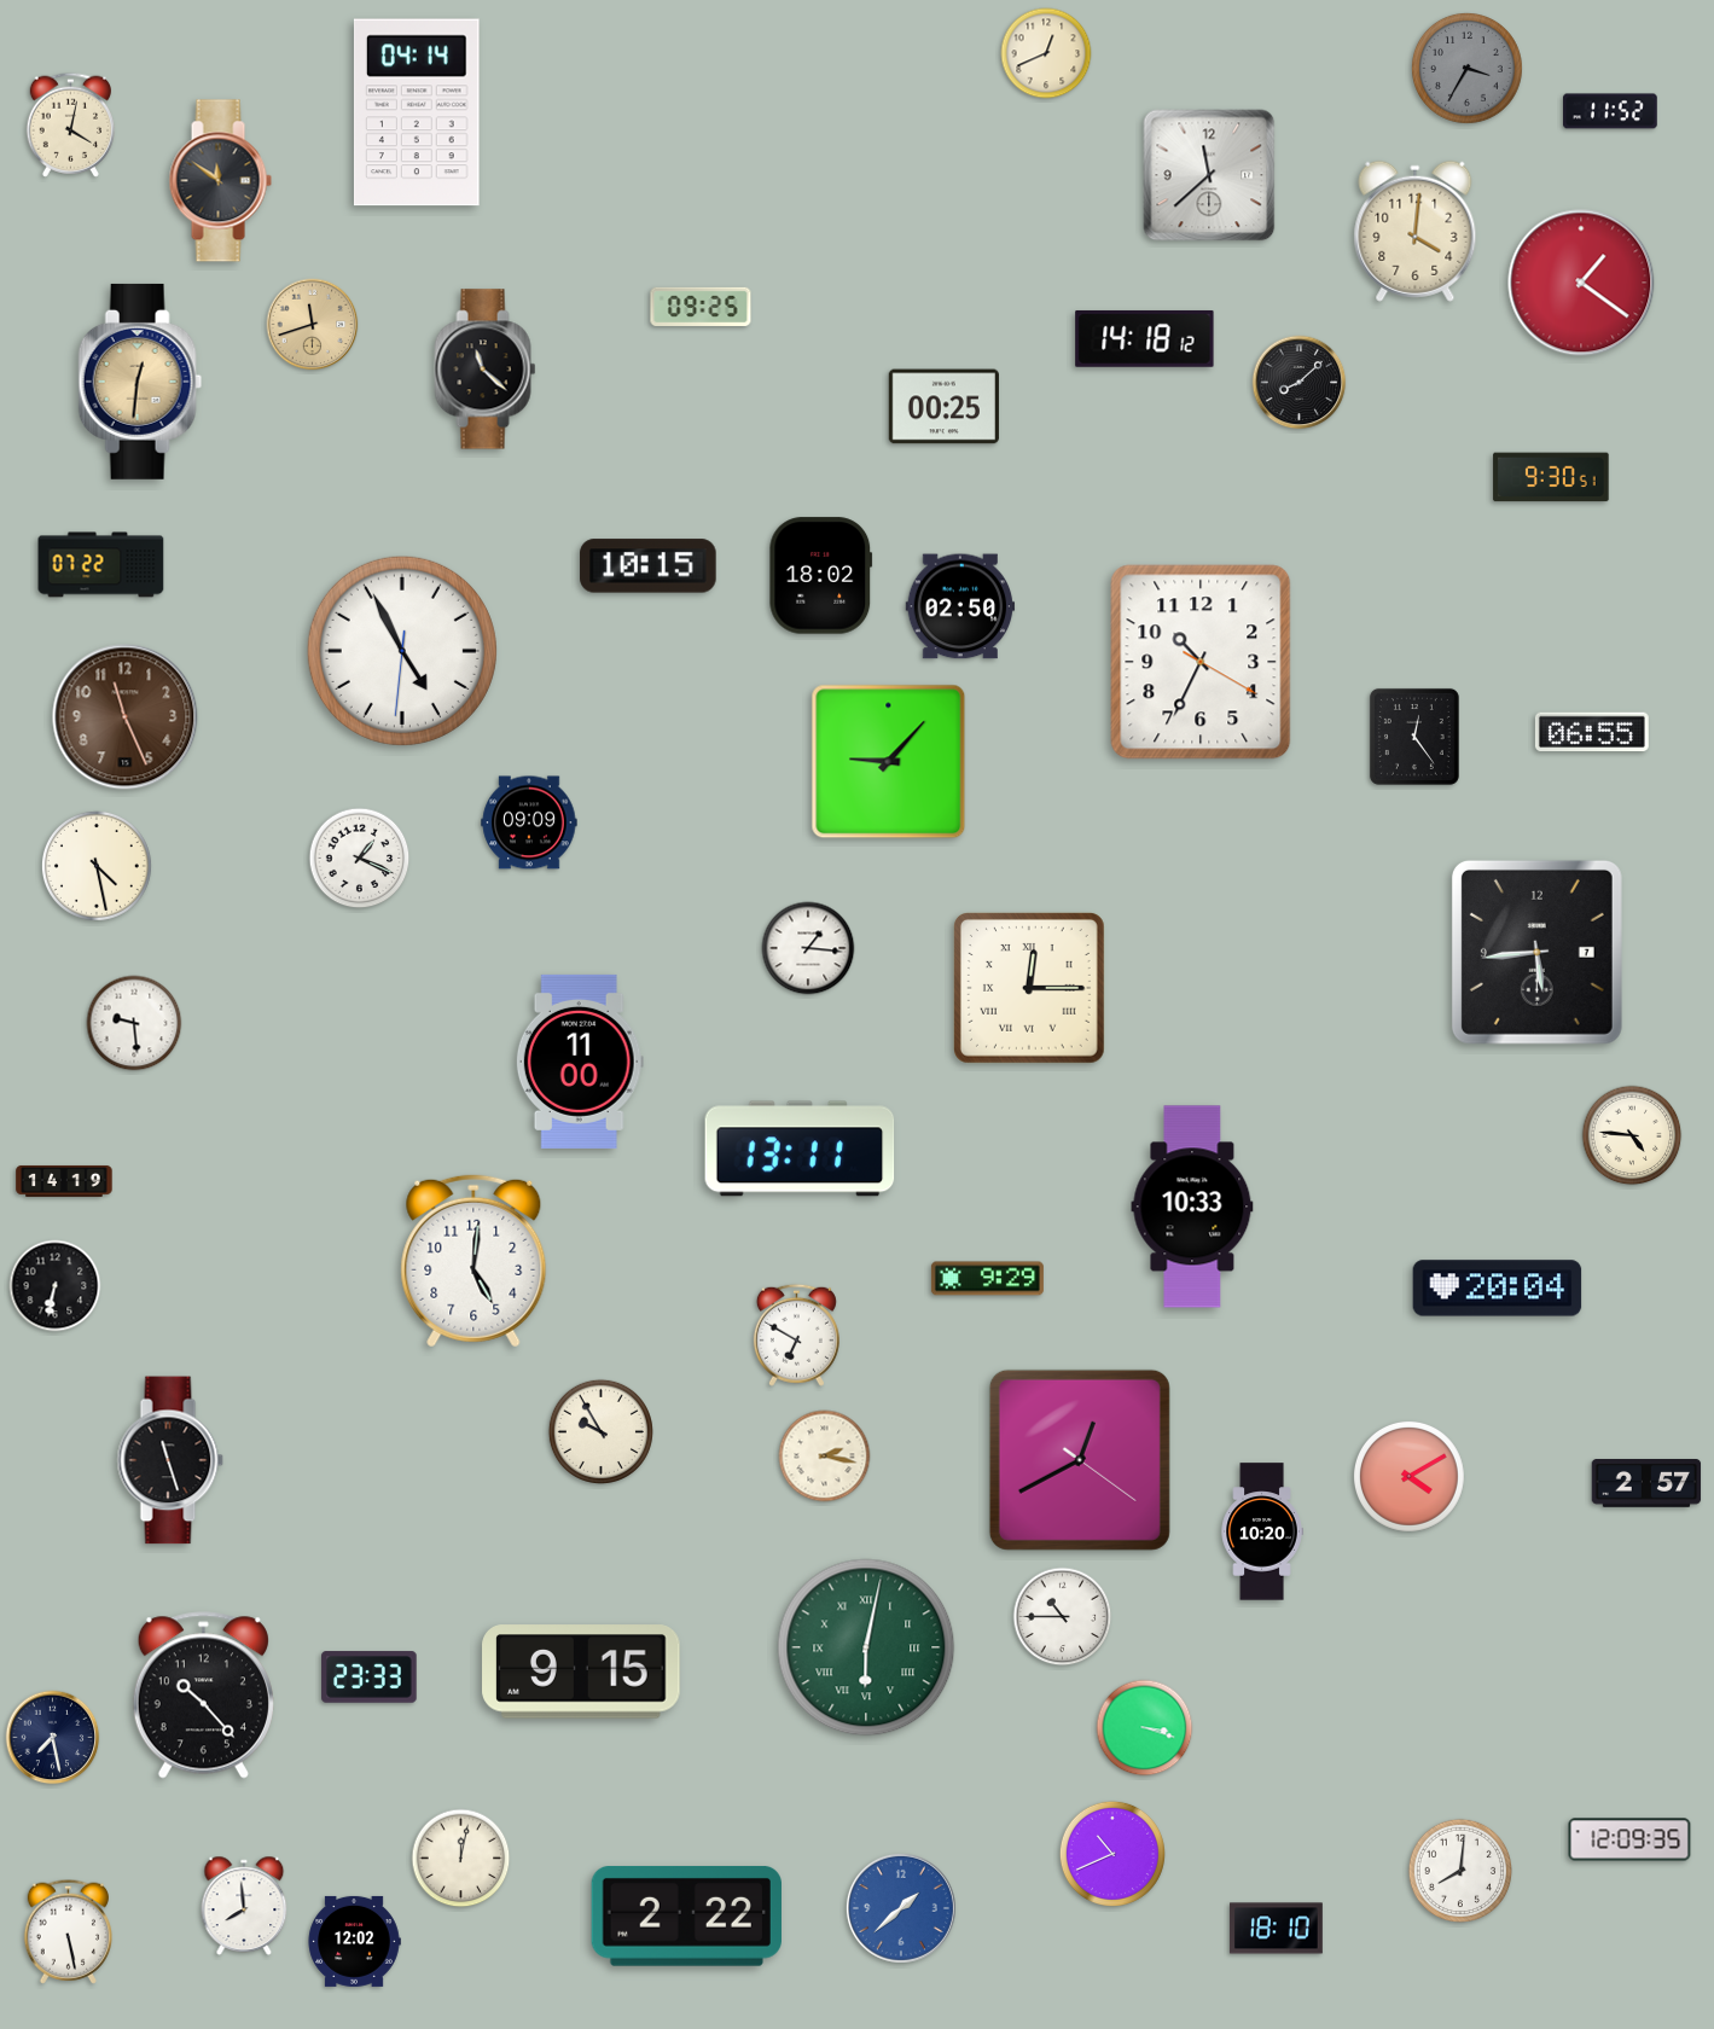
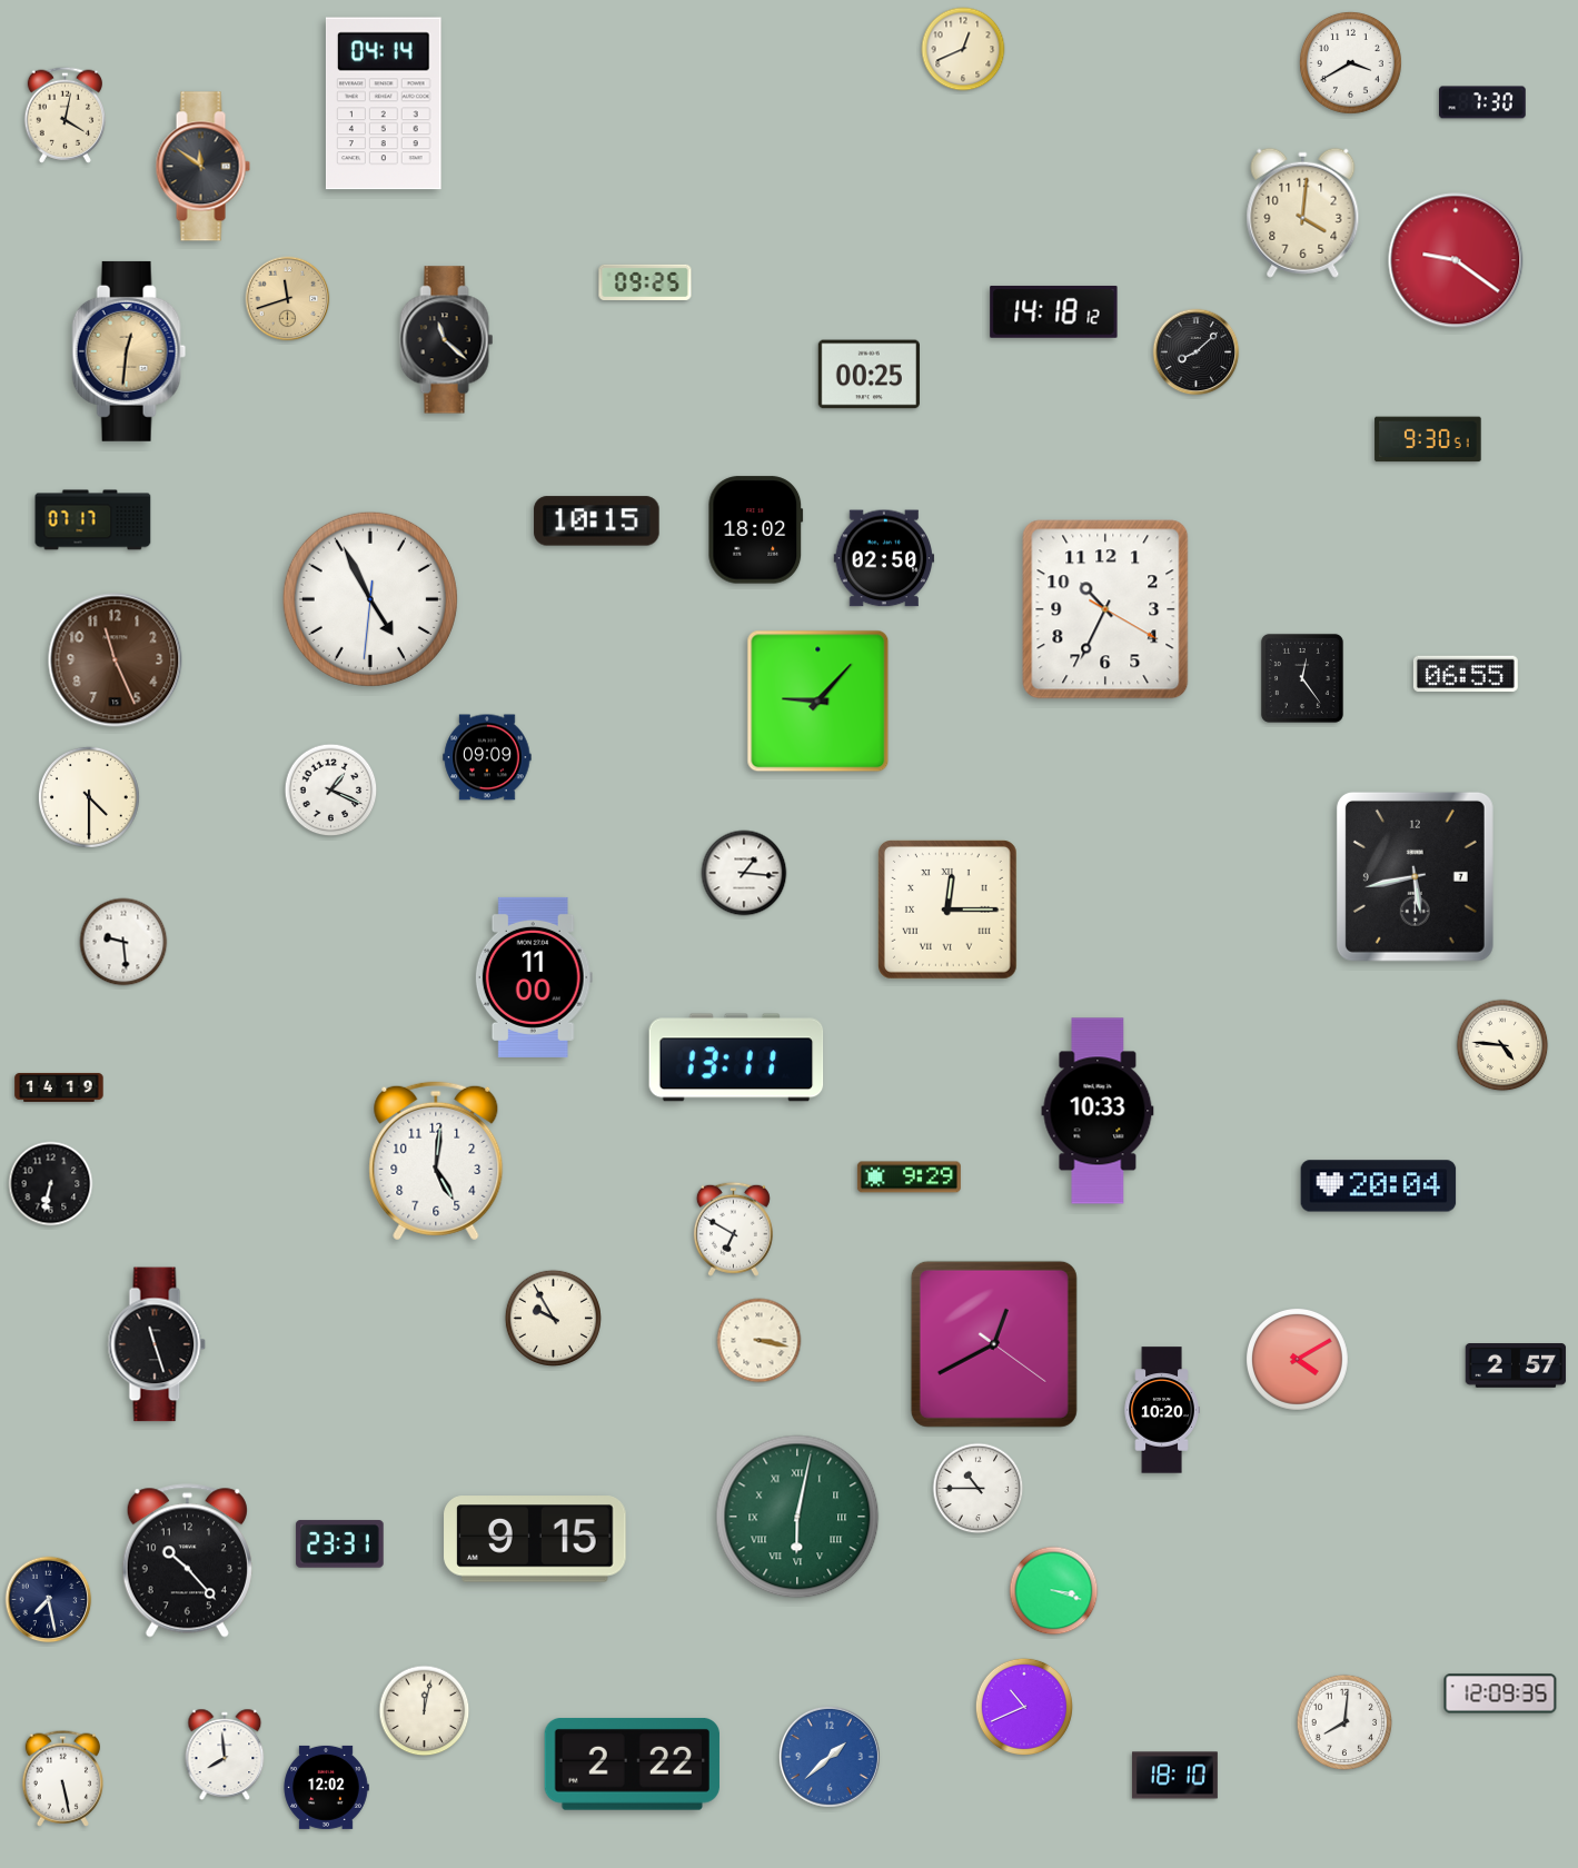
clock at (1466, 68): 3:35 -> 3:40
clock at (1466, 68) dial: grey -> white
clock at (1611, 111): 11:52 -> 7:30
clock at (1209, 175): 11:38 -> none
clock at (1581, 283): 1:21 -> 9:21
clock at (101, 565): 07:22 -> 07:17
clock at (97, 866): 4:28 -> 4:30
clock at (1536, 952): 5:44 -> 5:43
clock at (825, 1457): 2:17 -> 3:17
clock at (370, 1678): 23:33 -> 23:31
